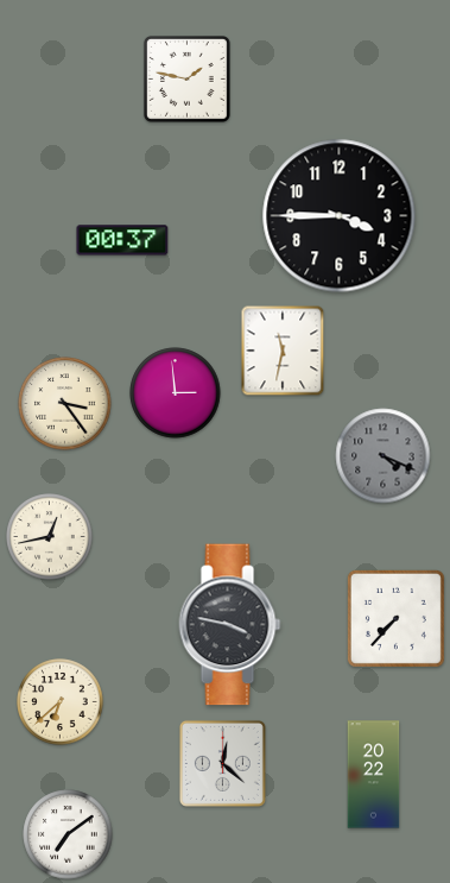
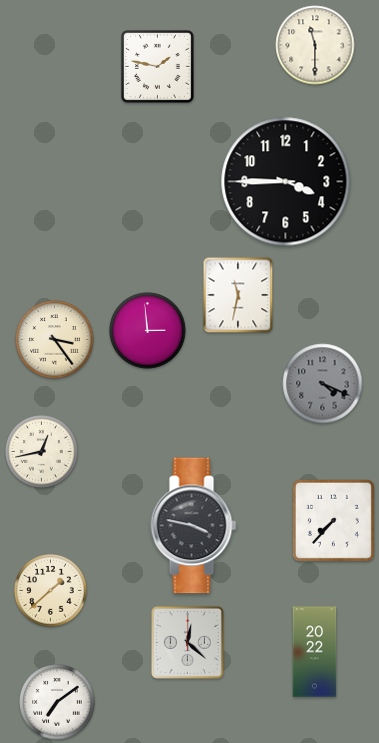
clock at (315, 45): none -> 11:30
clock at (122, 240): 00:37 -> none
clock at (61, 702): 6:38 -> 1:38
